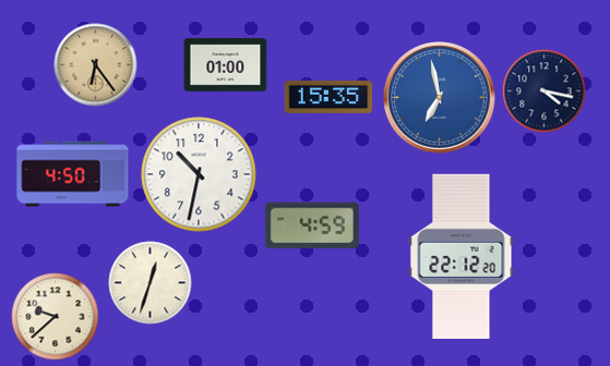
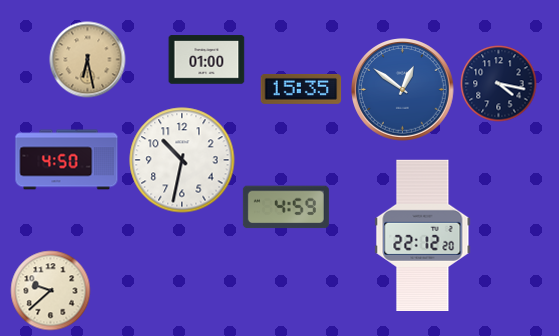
clock at (96, 65): 6:24 -> 6:28
clock at (440, 98): 6:58 -> 12:51
clock at (151, 283): 12:33 -> none
